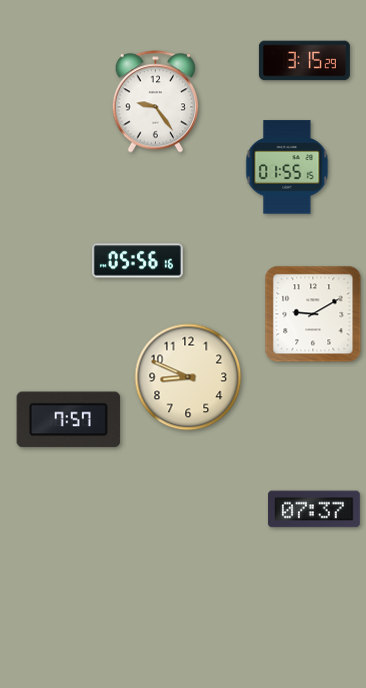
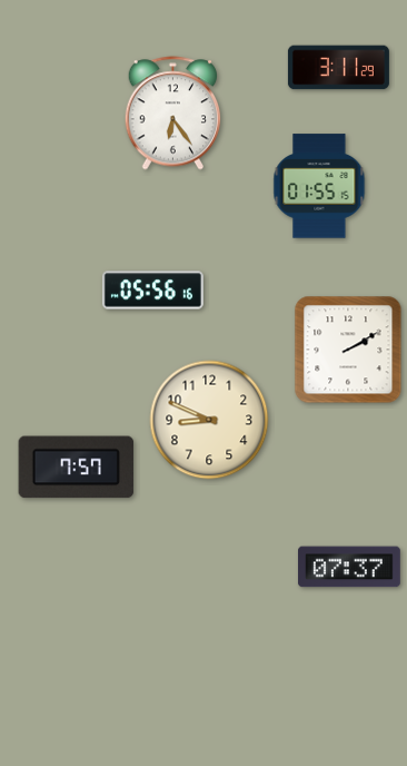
clock at (304, 61): 3:15 -> 3:11
clock at (156, 102): 9:24 -> 6:24
clock at (313, 314): 9:10 -> 2:10
